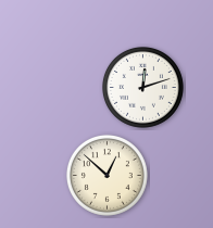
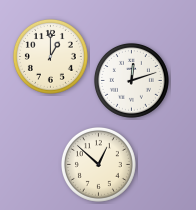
clock at (50, 56): none -> 1:00
clock at (106, 175) position: (106, 175) -> (98, 164)
